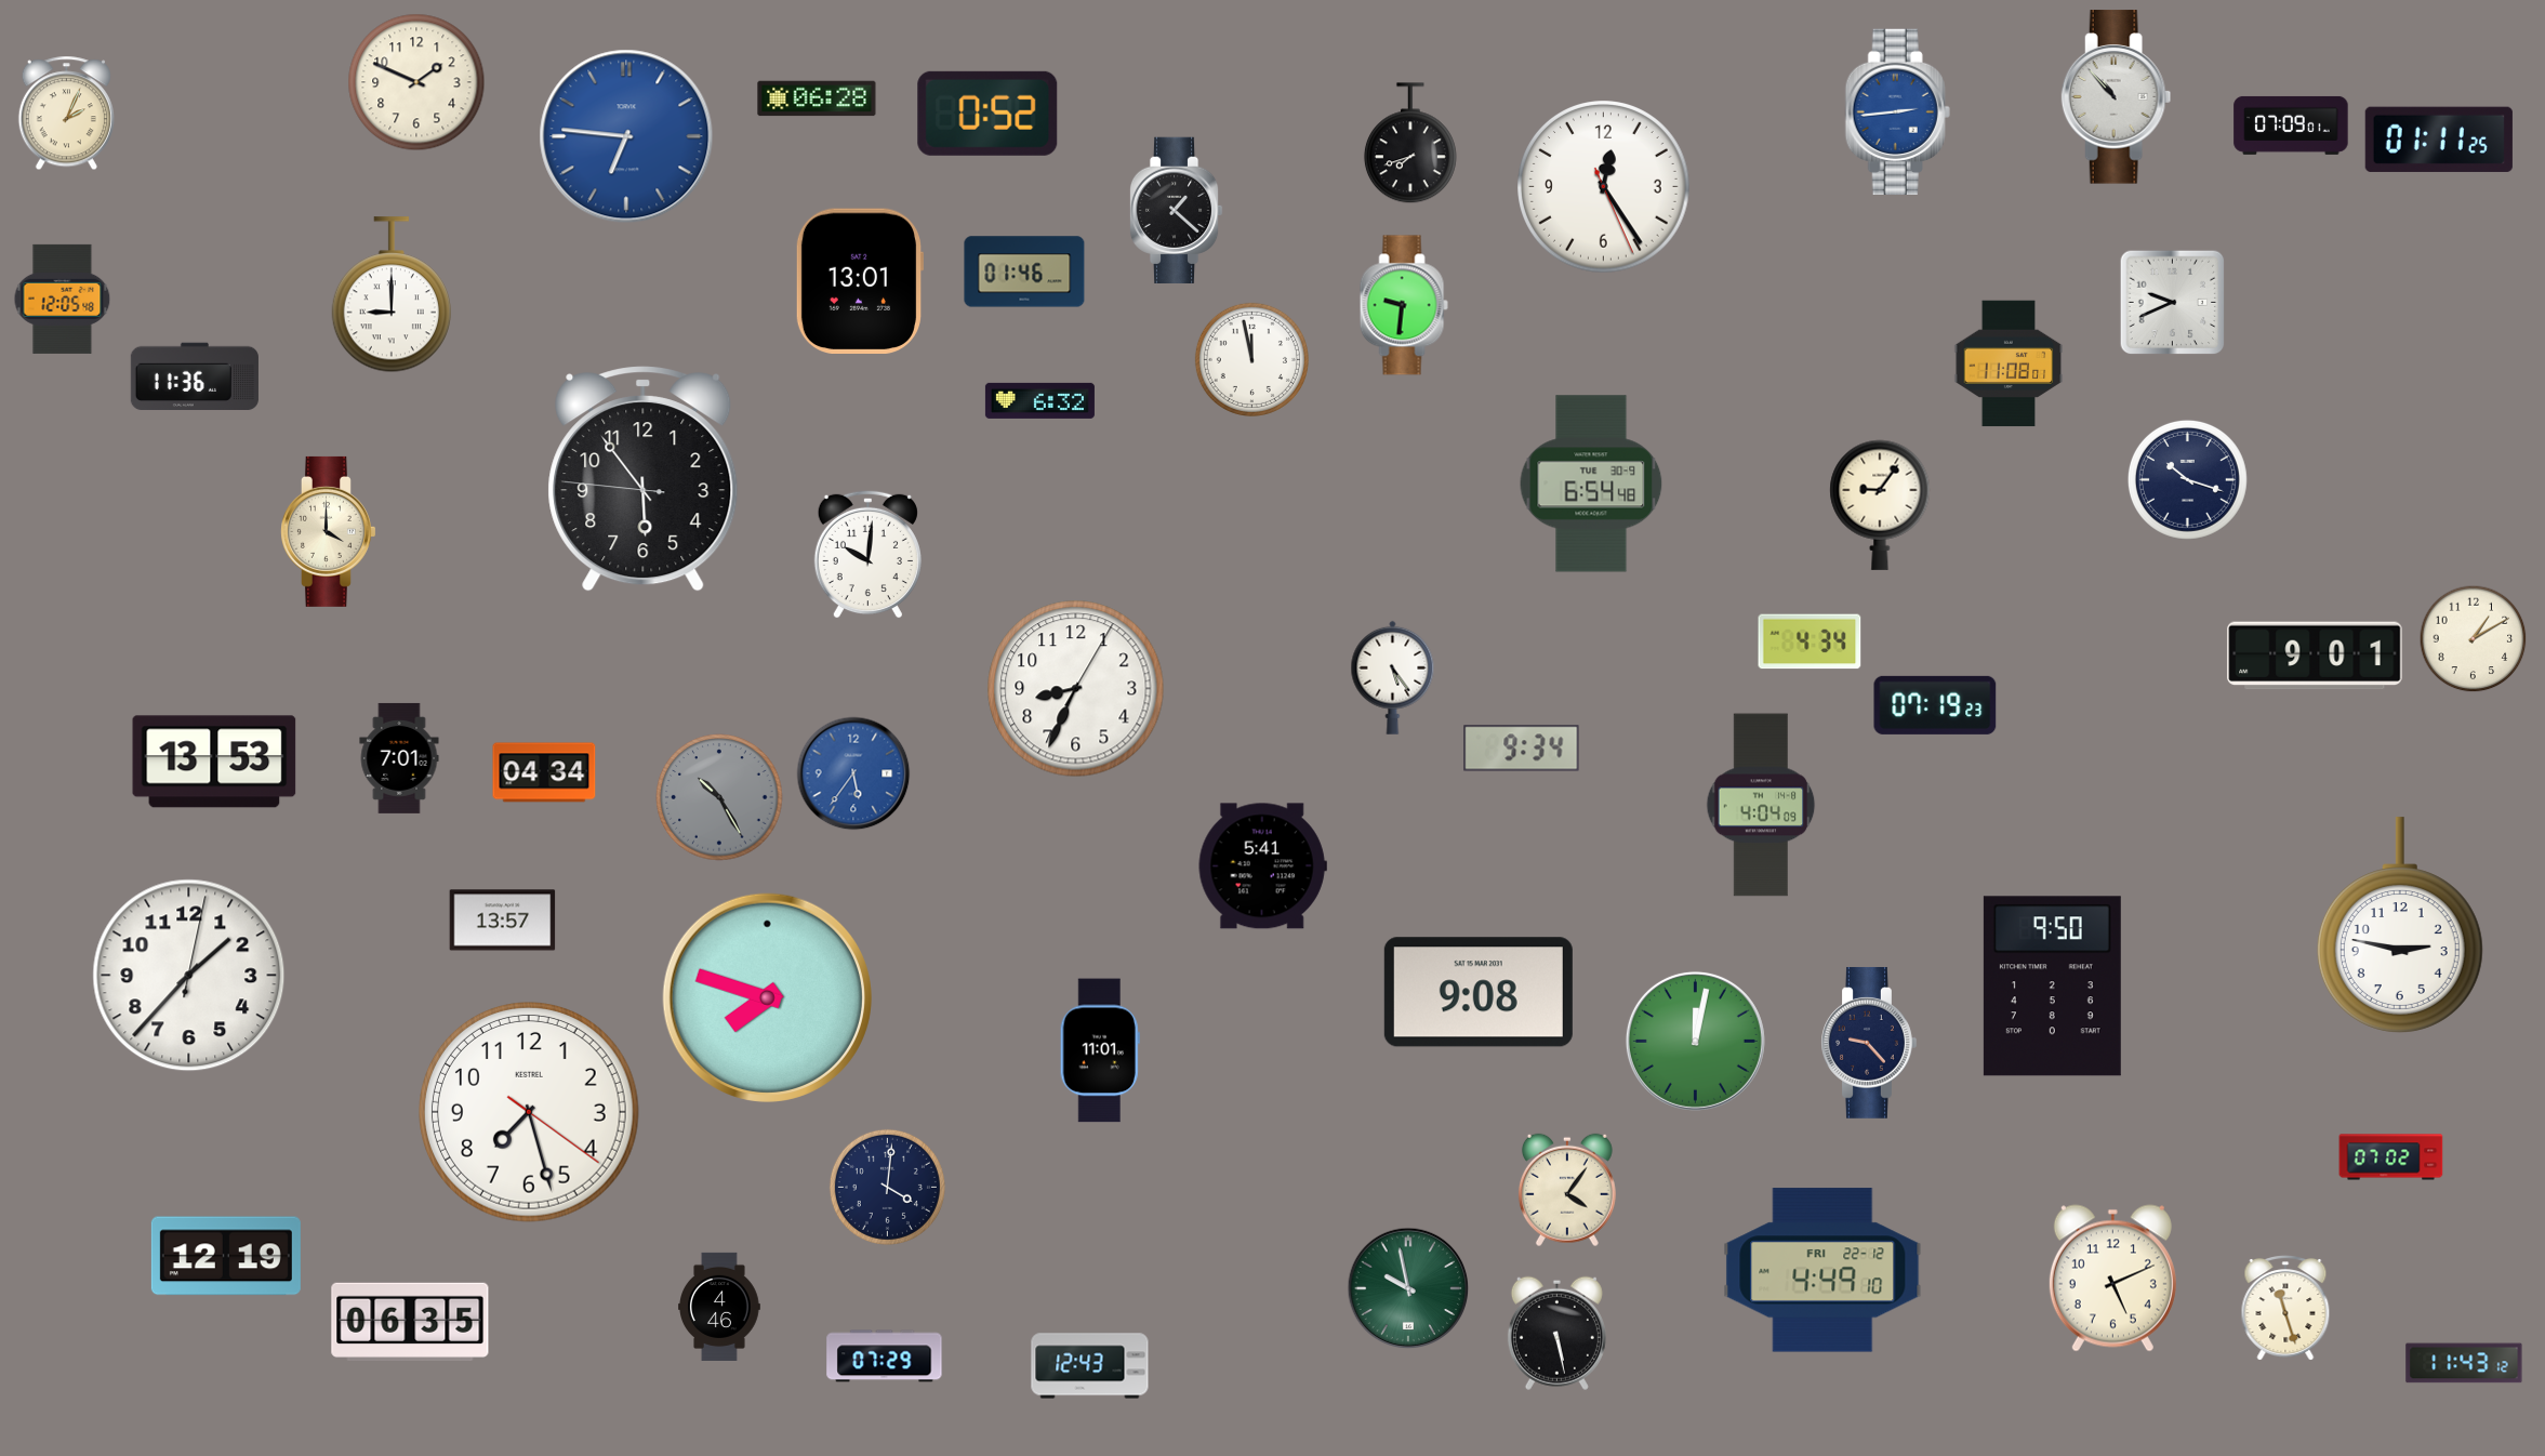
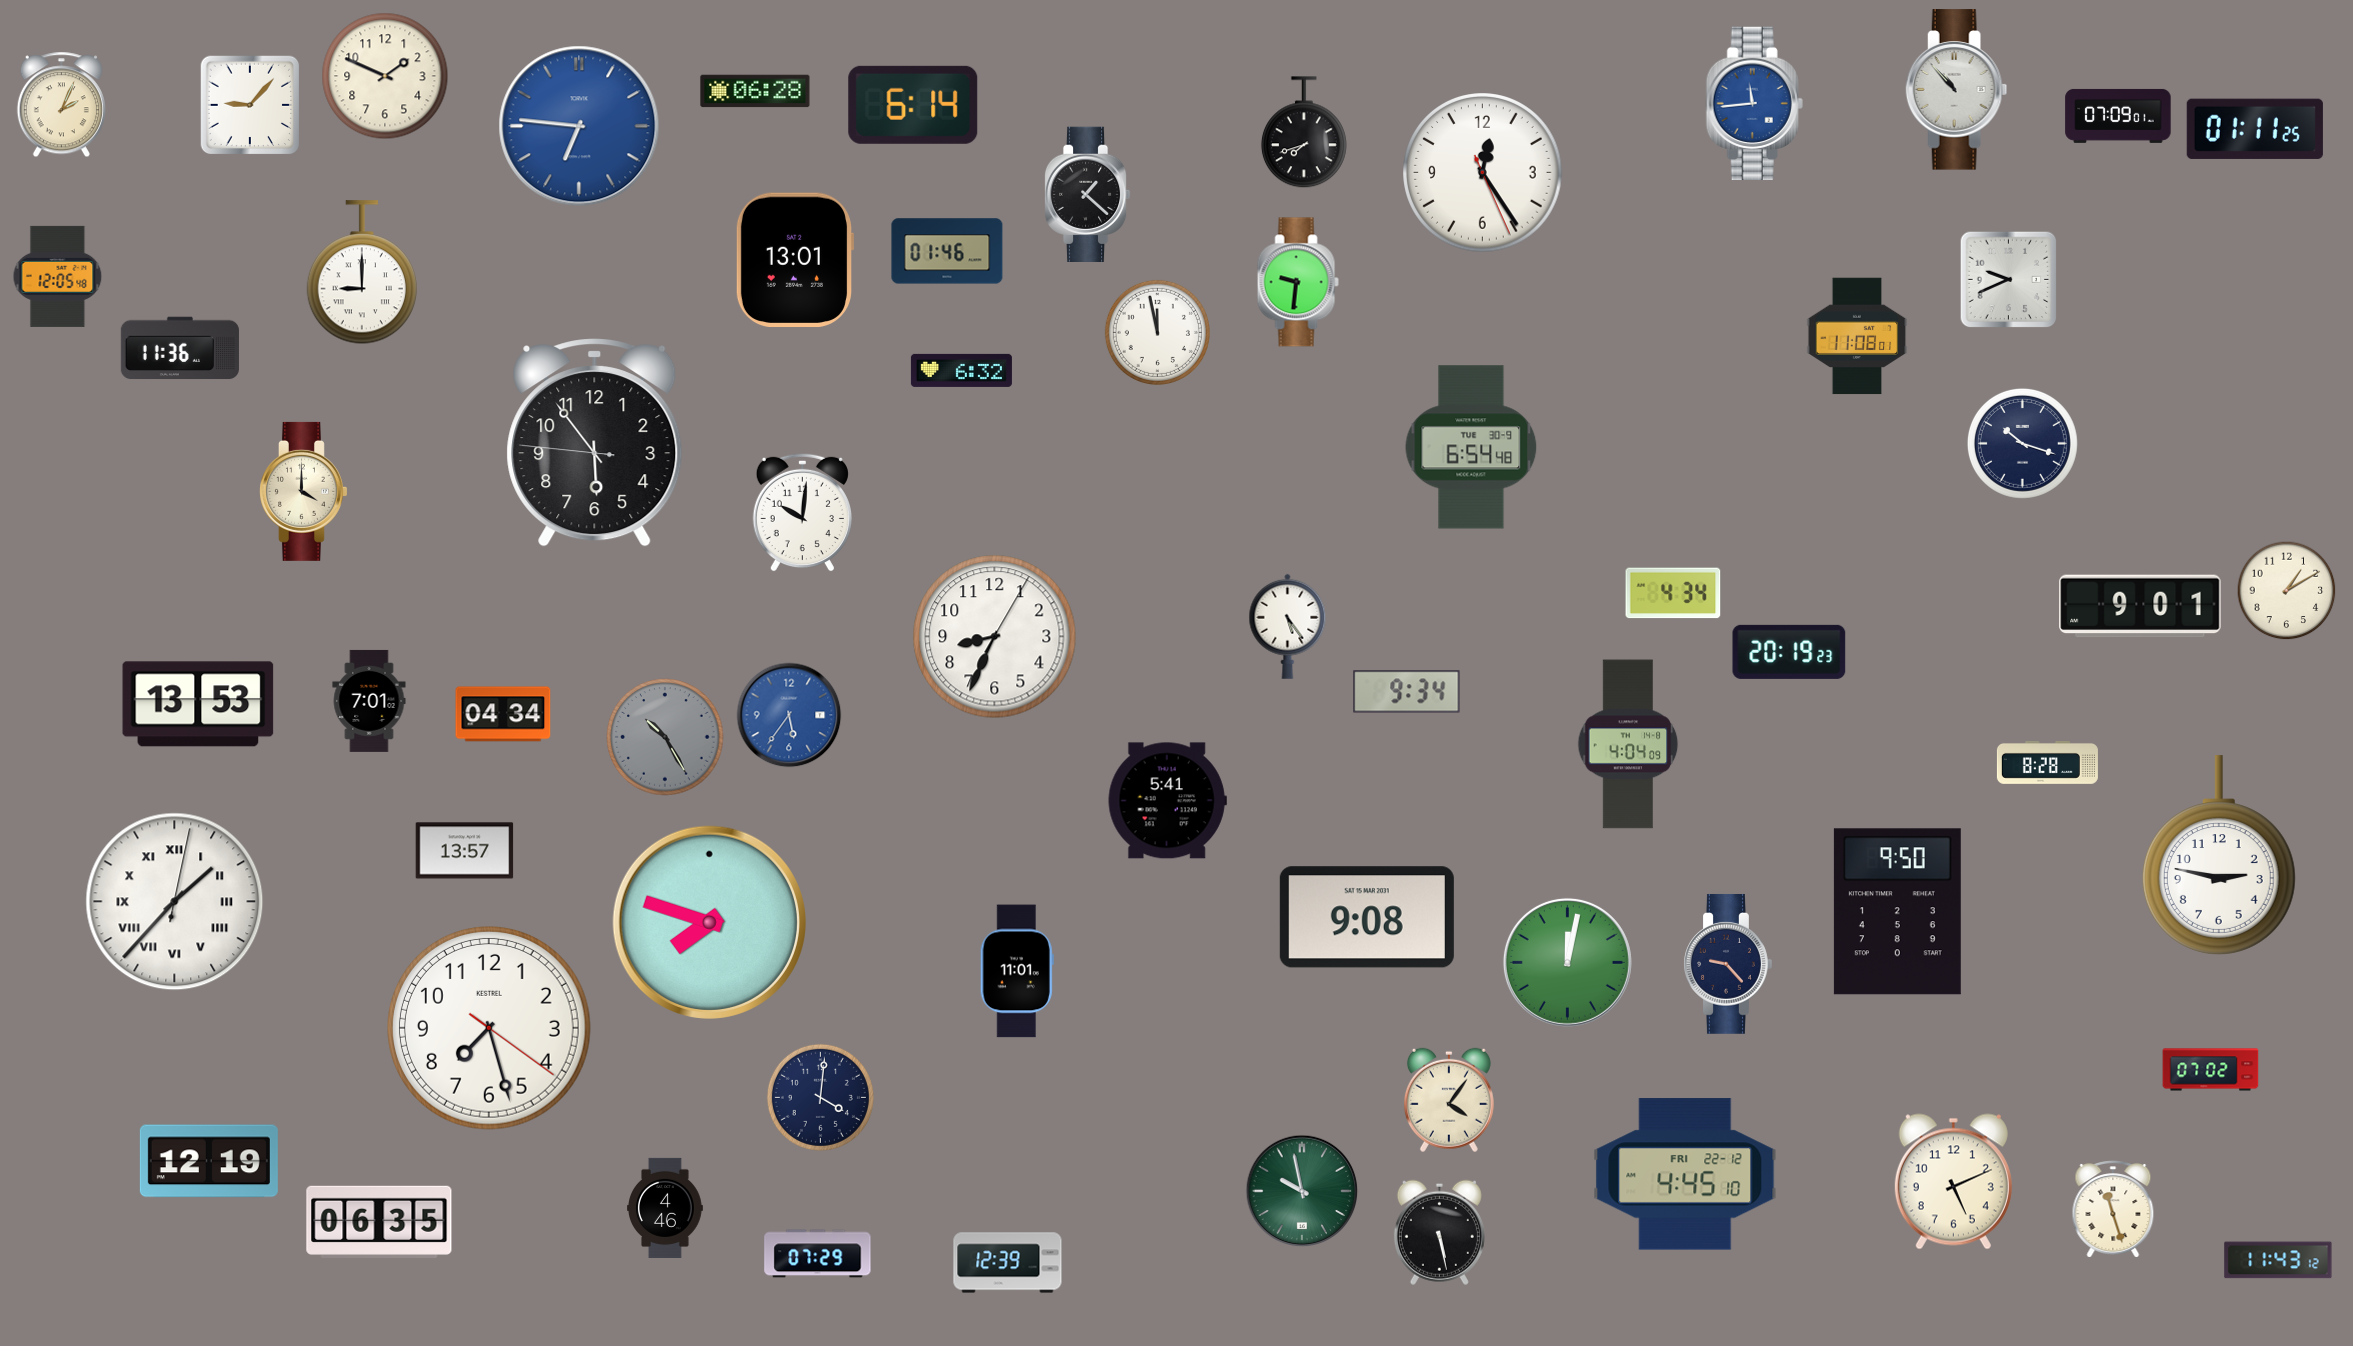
clock at (1897, 111): 2:44 -> 11:44
clock at (250, 105): none -> 9:07
clock at (987, 114): 0:52 -> 6:14
clock at (1880, 505): 9:06 -> none
clock at (1935, 705): 07:19 -> 20:19
clock at (2047, 763): none -> 8:28
clock at (189, 976) numerals: Arabic -> Roman
clock at (1822, 1270): 4:49 -> 4:45
clock at (1090, 1366): 12:43 -> 12:39
